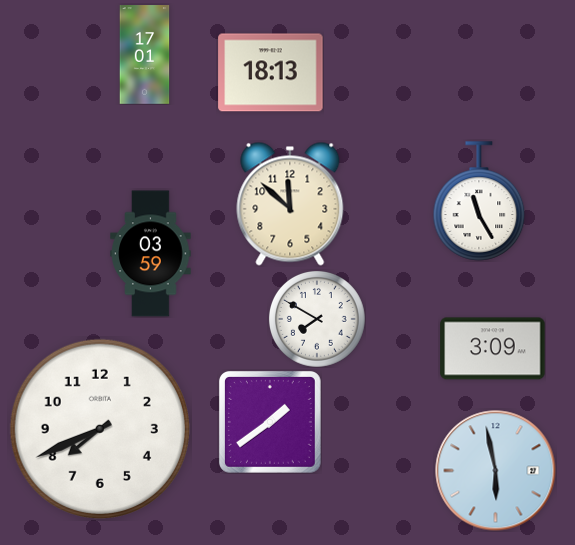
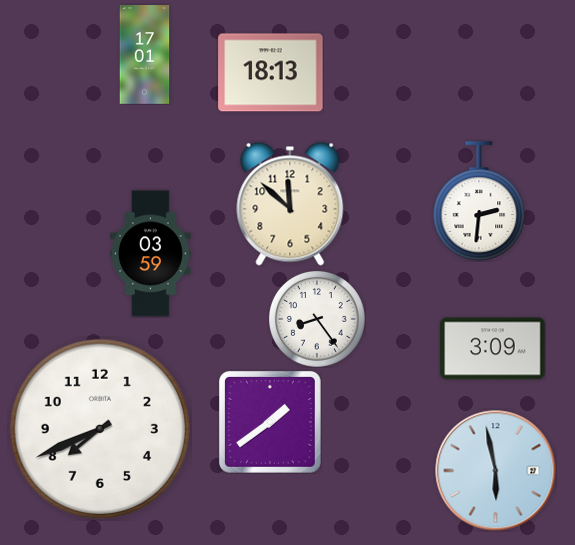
clock at (479, 201): 11:25 -> 2:31
clock at (317, 319): 7:50 -> 8:24
